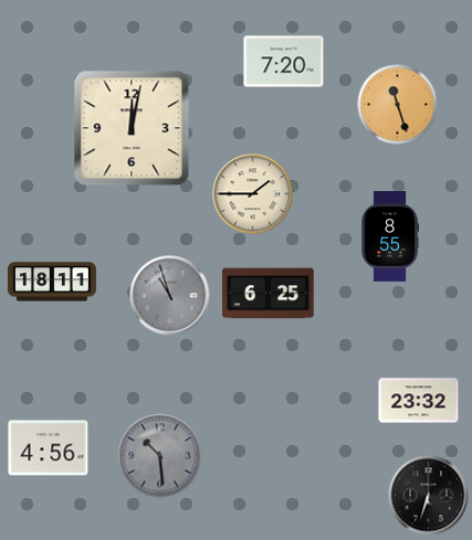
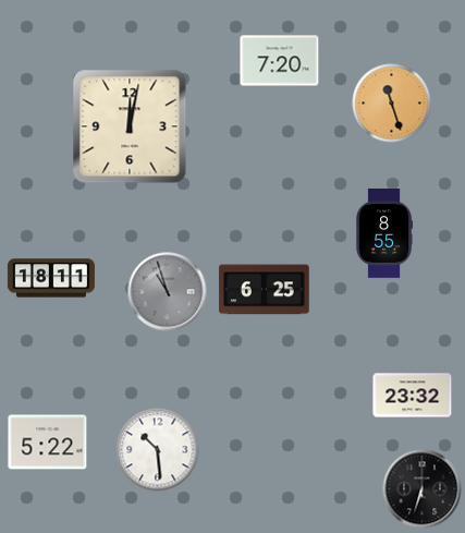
clock at (253, 194): 1:45 -> none
clock at (49, 448): 4:56 -> 5:22
clock at (160, 456) dial: grey -> white
